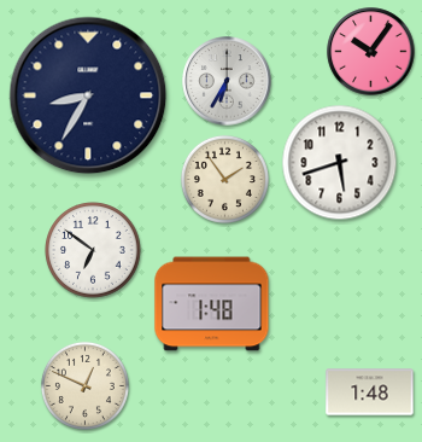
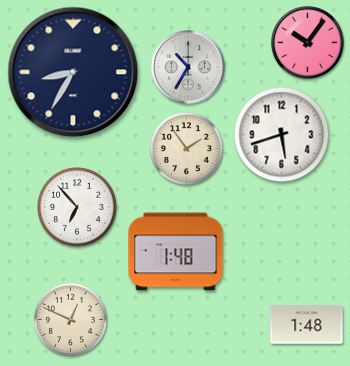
clock at (227, 81): 6:35 -> 10:35
clock at (88, 95) position: (88, 95) -> (73, 72)
clock at (93, 250): 6:51 -> 6:53
